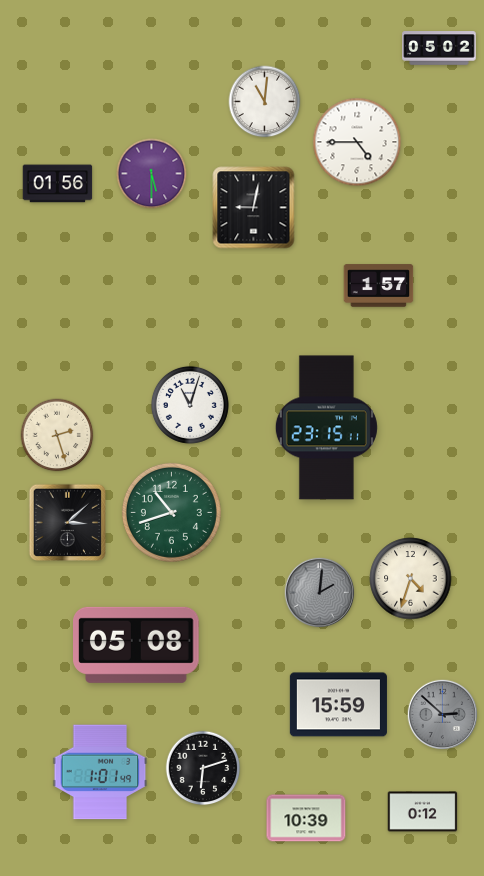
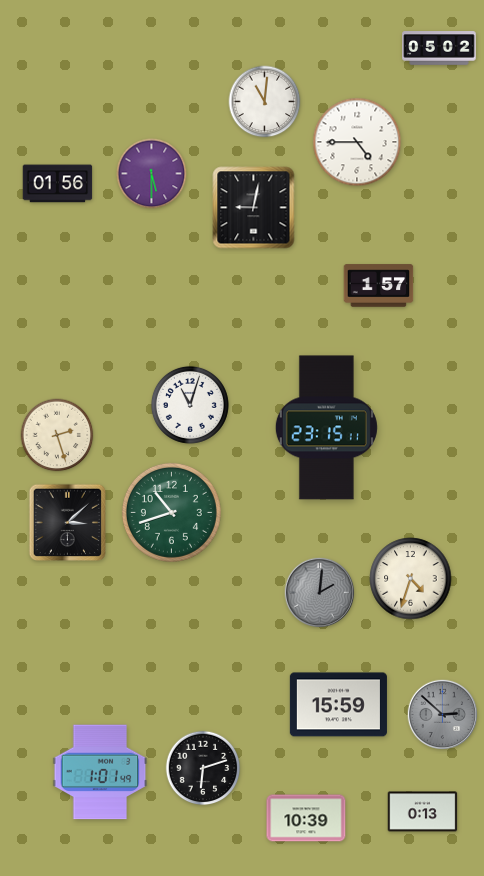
clock at (137, 645): 05:08 -> none
clock at (423, 812): 0:12 -> 0:13
